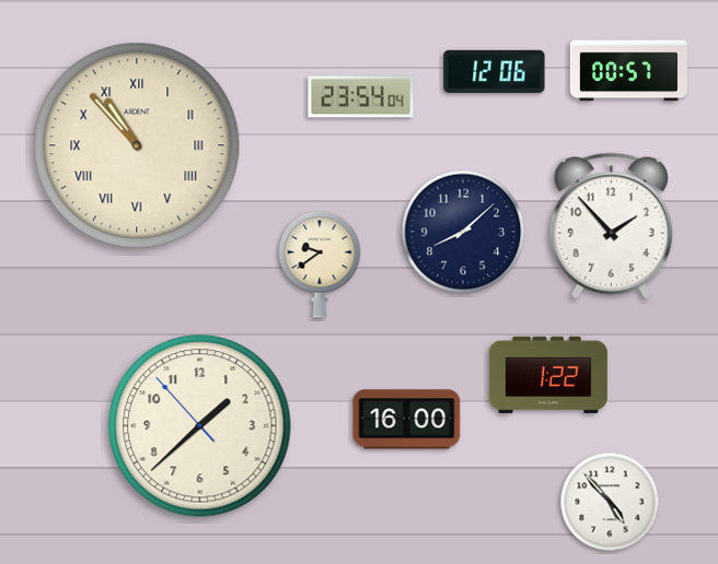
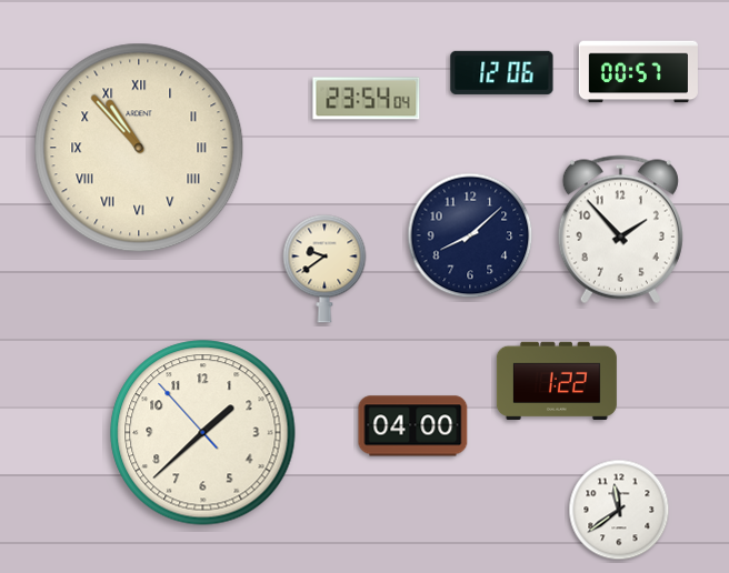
clock at (407, 420): 16:00 -> 04:00
clock at (610, 502): 4:53 -> 11:39
